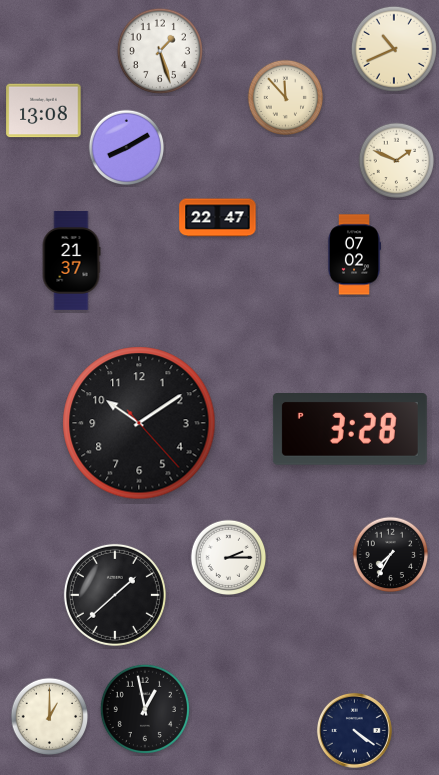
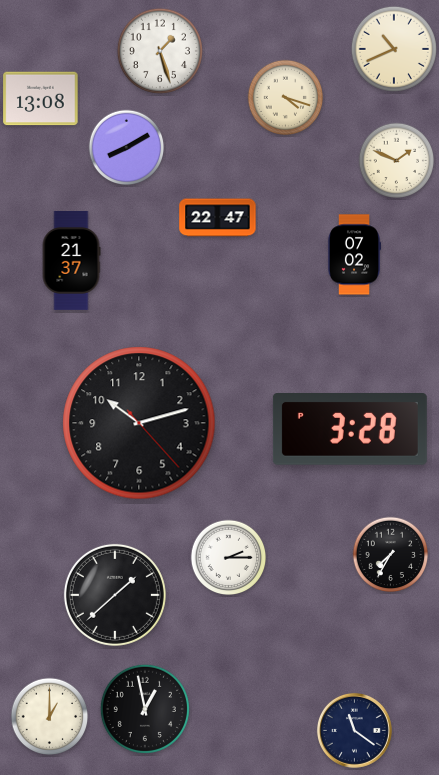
clock at (286, 98): 11:53 -> 4:18
clock at (44, 111) position: (44, 111) -> (41, 99)
clock at (139, 423): 10:09 -> 10:12
clock at (354, 730): 4:21 -> 11:21
